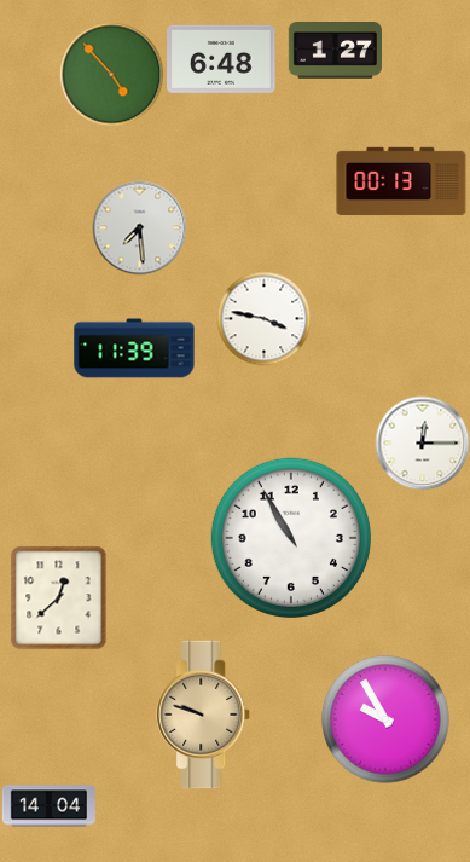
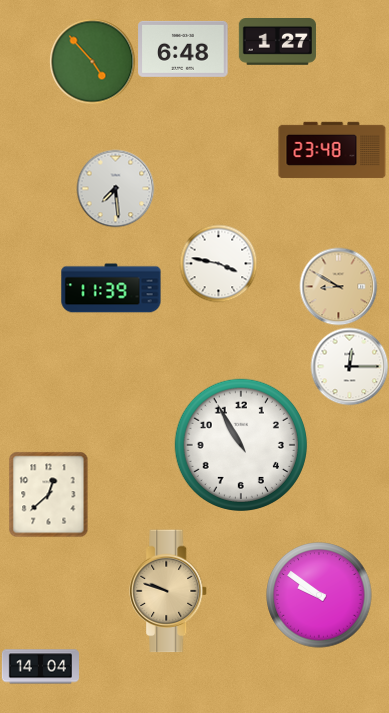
clock at (401, 181): 00:13 -> 23:48
clock at (338, 286): none -> 8:50
clock at (385, 719): 9:55 -> 9:51
